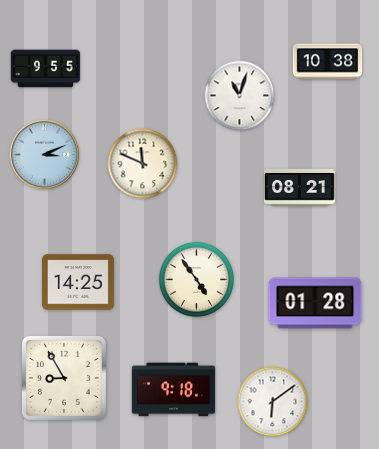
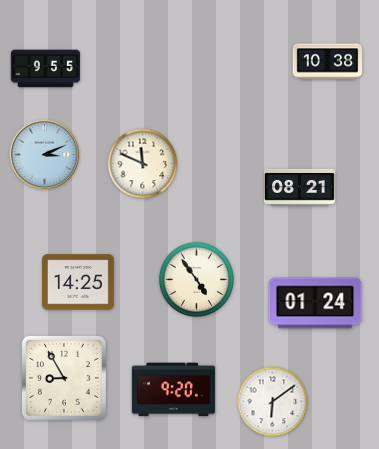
clock at (240, 96): 11:03 -> none
clock at (315, 303): 01:28 -> 01:24
clock at (173, 390): 9:18 -> 9:20
